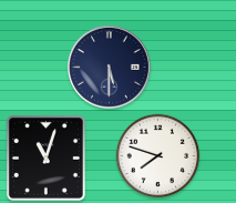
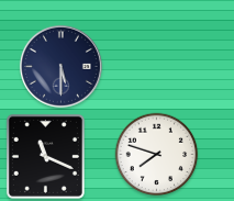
clock at (109, 67) position: (109, 67) -> (60, 66)
clock at (45, 158): 11:03 -> 11:19
